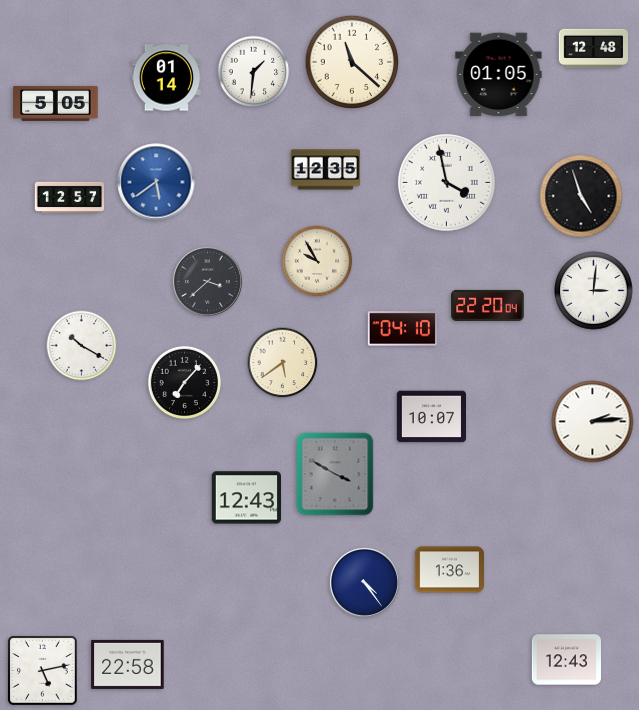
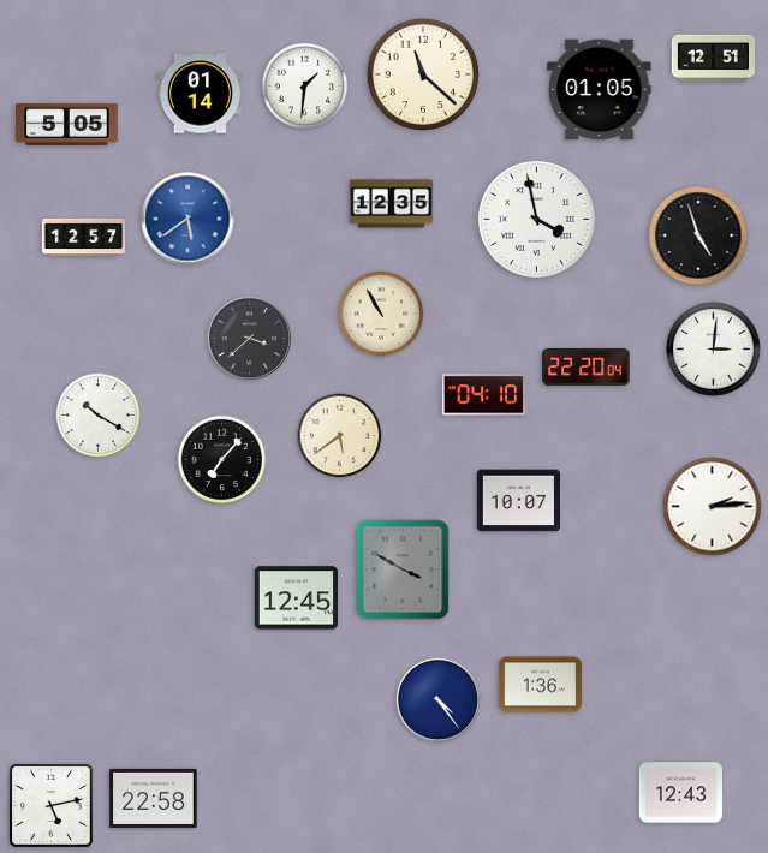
clock at (594, 48): 12:48 -> 12:51
clock at (317, 261): 9:55 -> 10:55
clock at (246, 498): 12:43 -> 12:45
